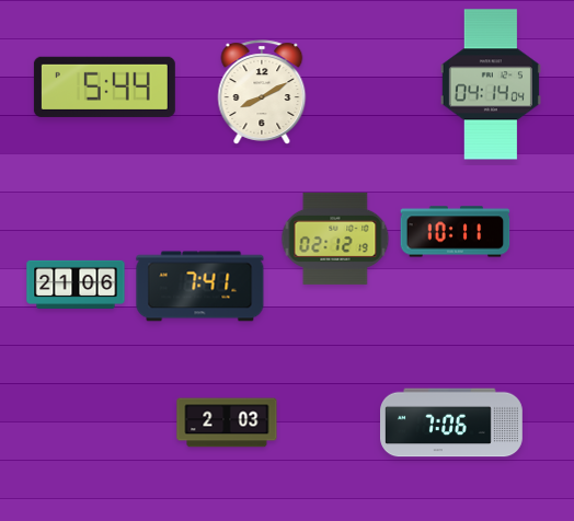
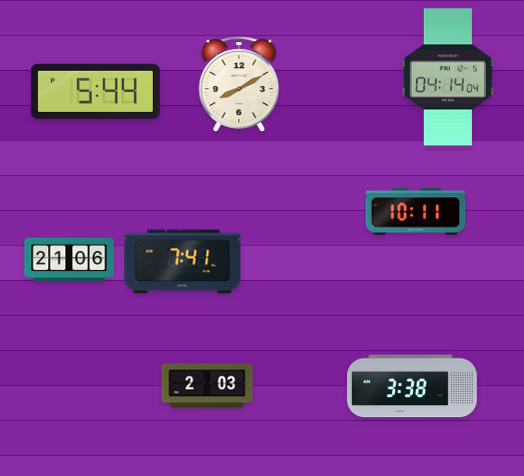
clock at (104, 86) position: (104, 86) -> (95, 91)
clock at (335, 239): 02:12 -> none
clock at (452, 422): 7:06 -> 3:38
